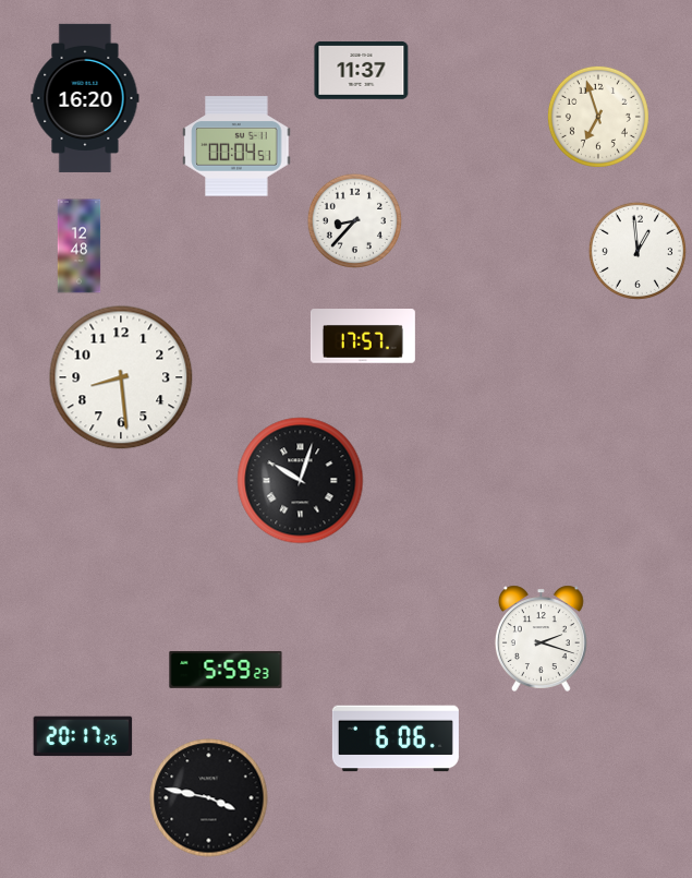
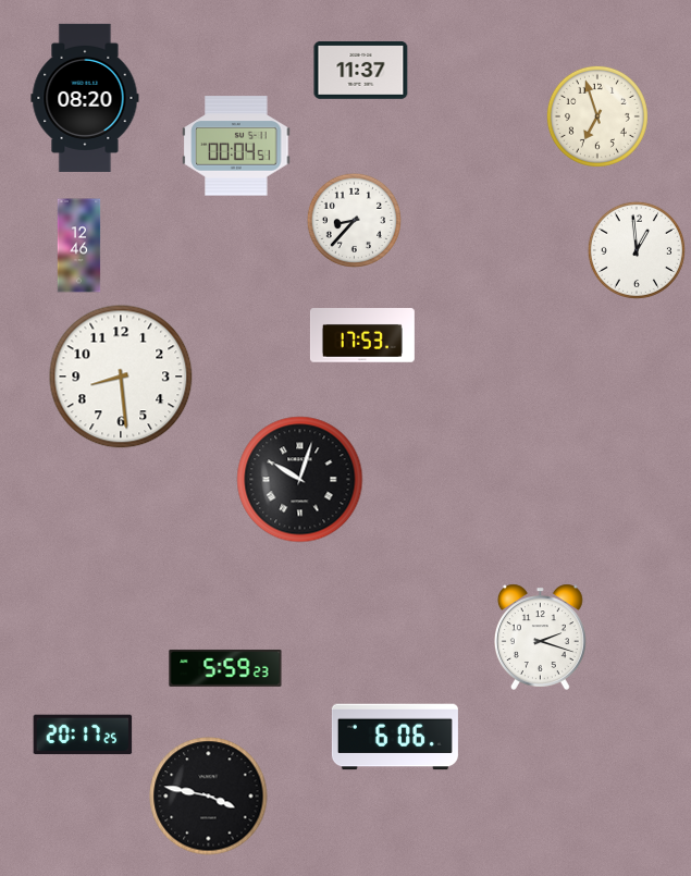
clock at (85, 98): 16:20 -> 08:20
clock at (80, 246): 12:48 -> 12:46
clock at (363, 336): 17:57 -> 17:53
